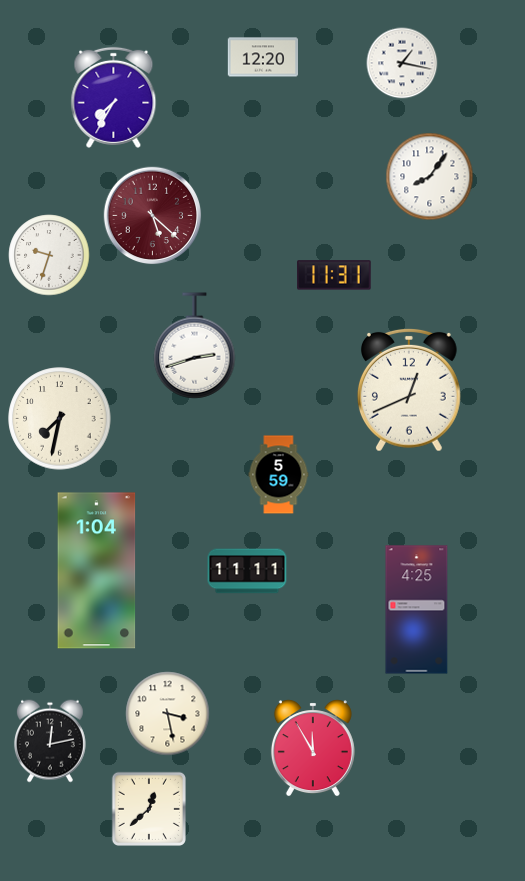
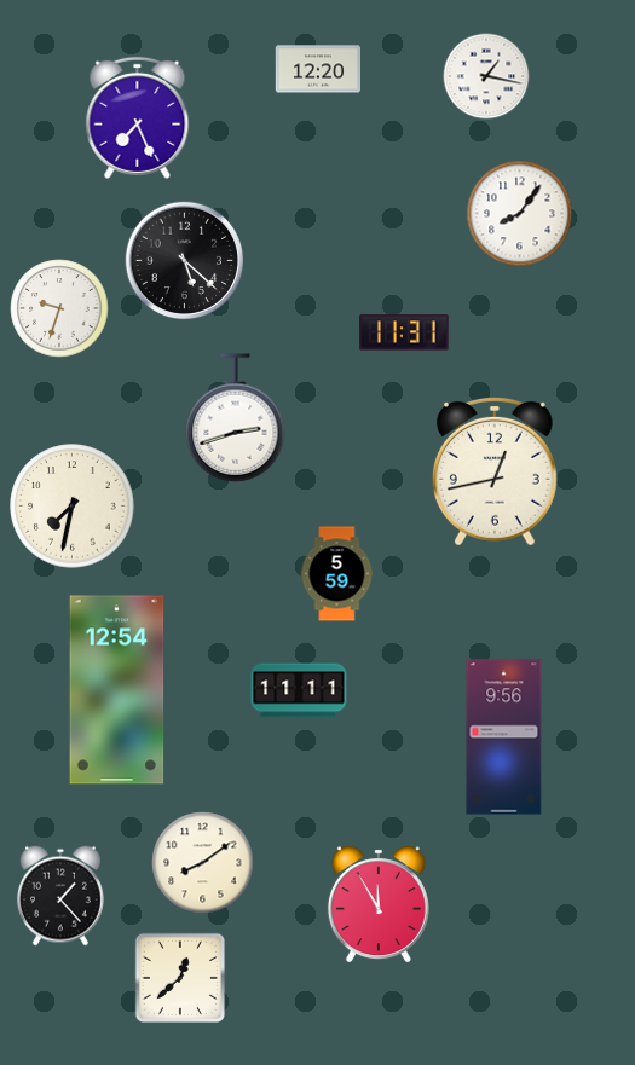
clock at (114, 97): 7:35 -> 7:26
clock at (153, 216) dial: burgundy -> black
clock at (409, 390): 12:41 -> 12:43
clock at (97, 571): 1:04 -> 12:54
clock at (417, 610): 4:25 -> 9:56
clock at (168, 714): 3:28 -> 8:09
clock at (50, 741): 12:13 -> 1:23
